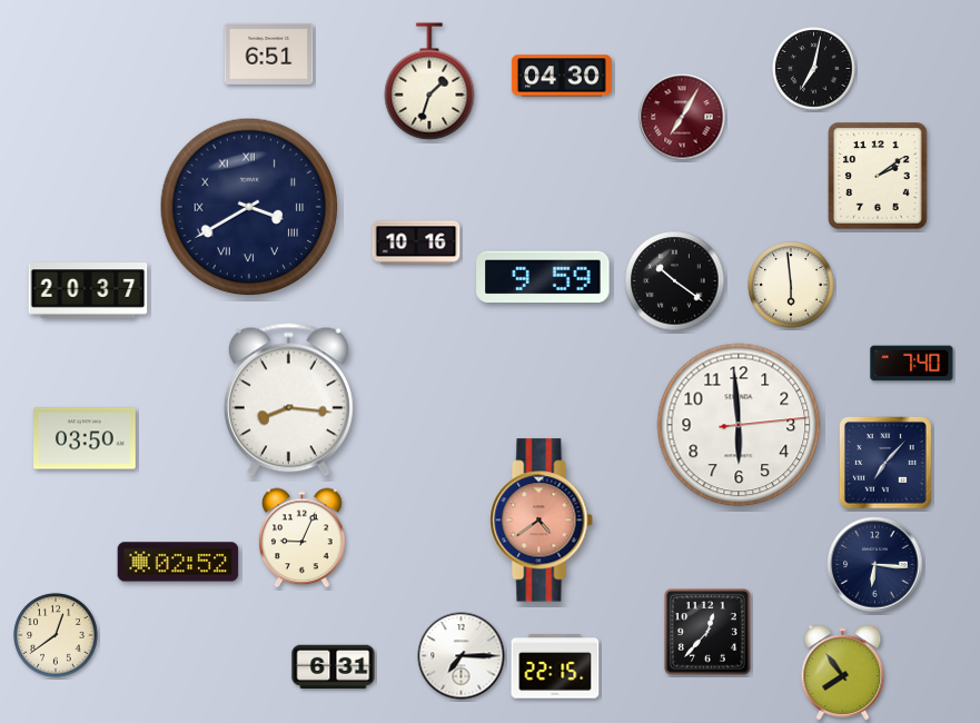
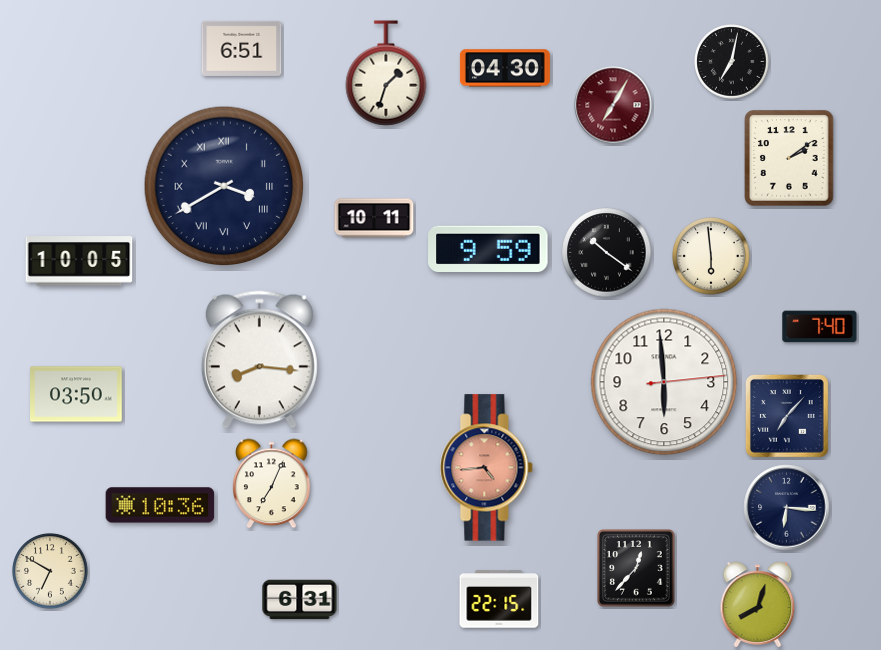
clock at (416, 242): 10:16 -> 10:11
clock at (88, 290): 20:37 -> 10:05
clock at (887, 464) position: (887, 464) -> (788, 417)
clock at (542, 521): 4:39 -> 4:44
clock at (303, 538): 9:04 -> 7:04
clock at (178, 562): 02:52 -> 10:36
clock at (56, 635): 12:39 -> 6:50
clock at (462, 656): 7:15 -> none
clock at (843, 673): 7:54 -> 8:03
